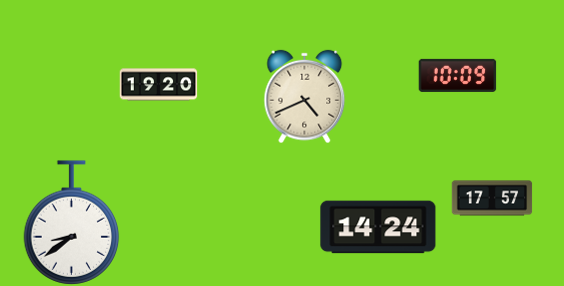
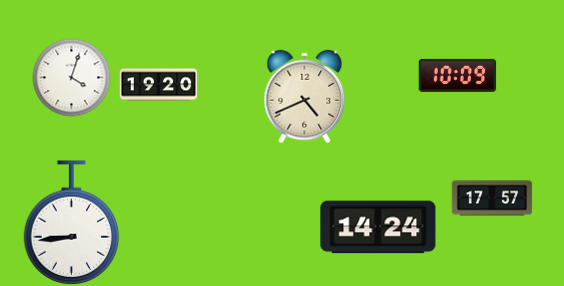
clock at (71, 77): none -> 4:03
clock at (72, 223): 8:39 -> 8:44
